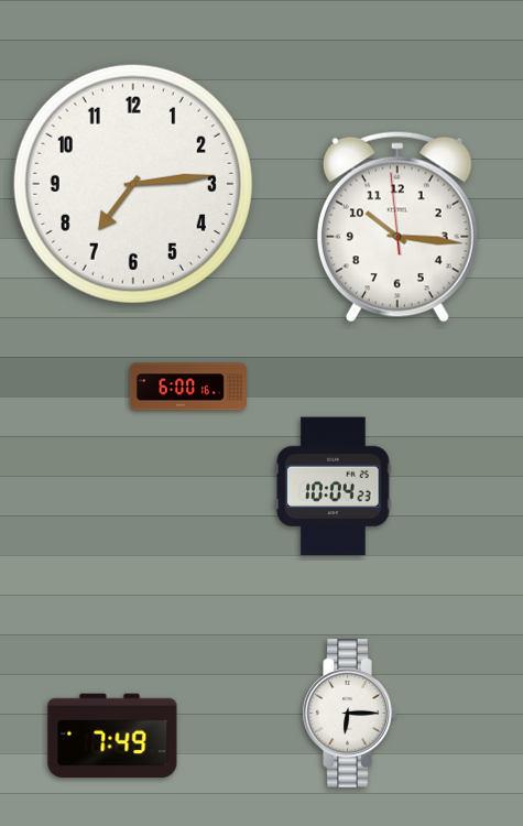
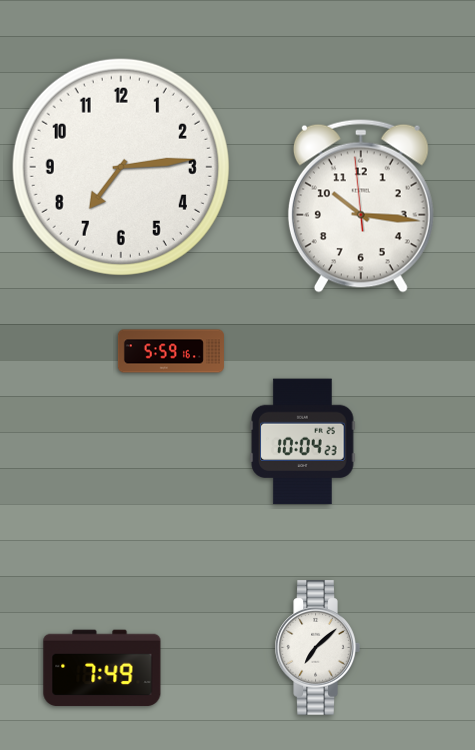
clock at (188, 387): 6:00 -> 5:59
clock at (349, 714): 6:15 -> 7:08
